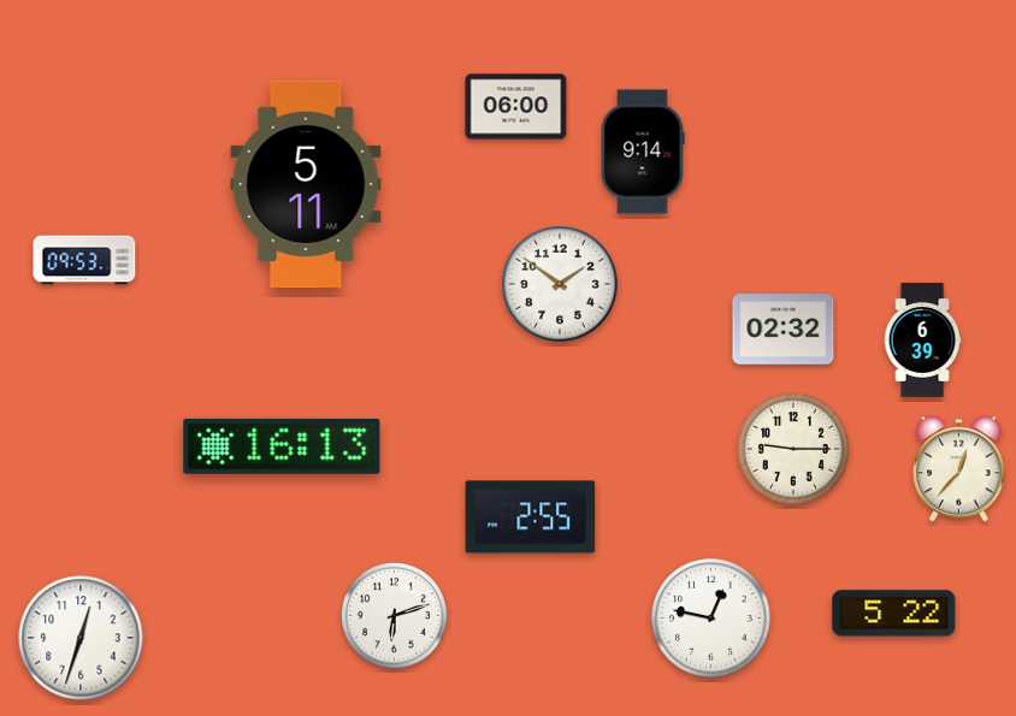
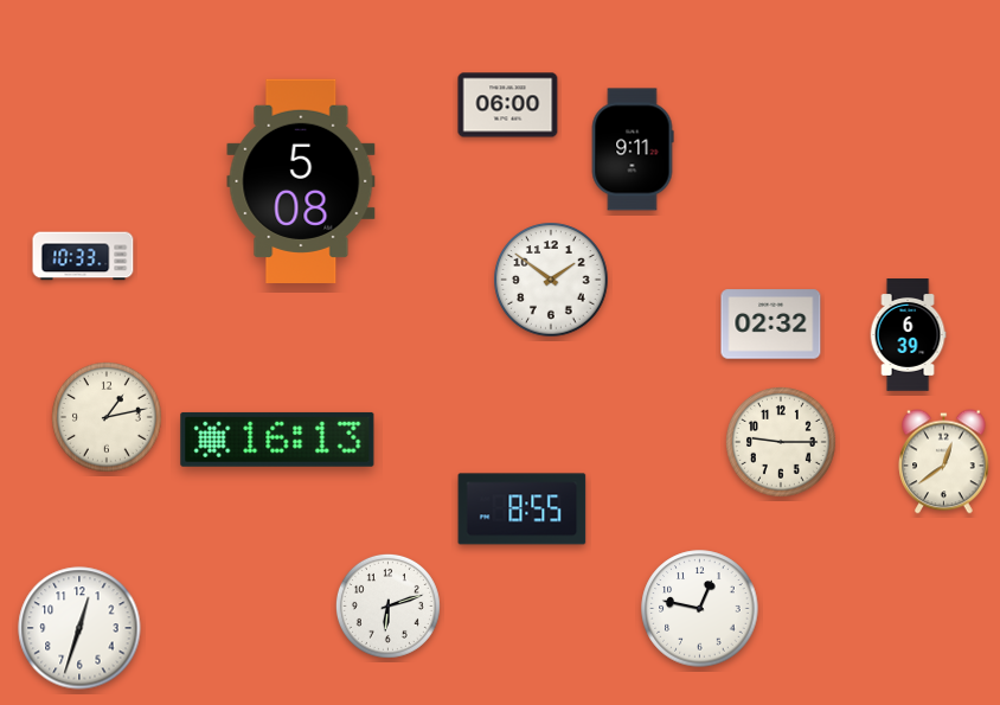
clock at (643, 152): 9:14 -> 9:11
clock at (306, 183): 5:11 -> 5:08
clock at (84, 260): 09:53 -> 10:33
clock at (108, 418): none -> 1:13
clock at (959, 469): 12:37 -> 12:39
clock at (531, 517): 2:55 -> 8:55
clock at (894, 614): 5:22 -> none
